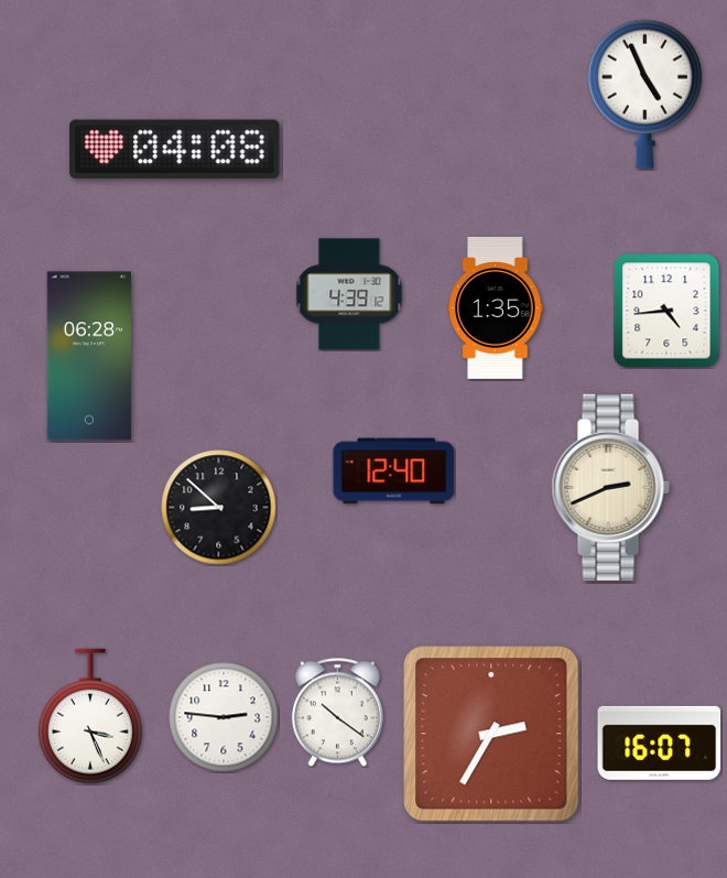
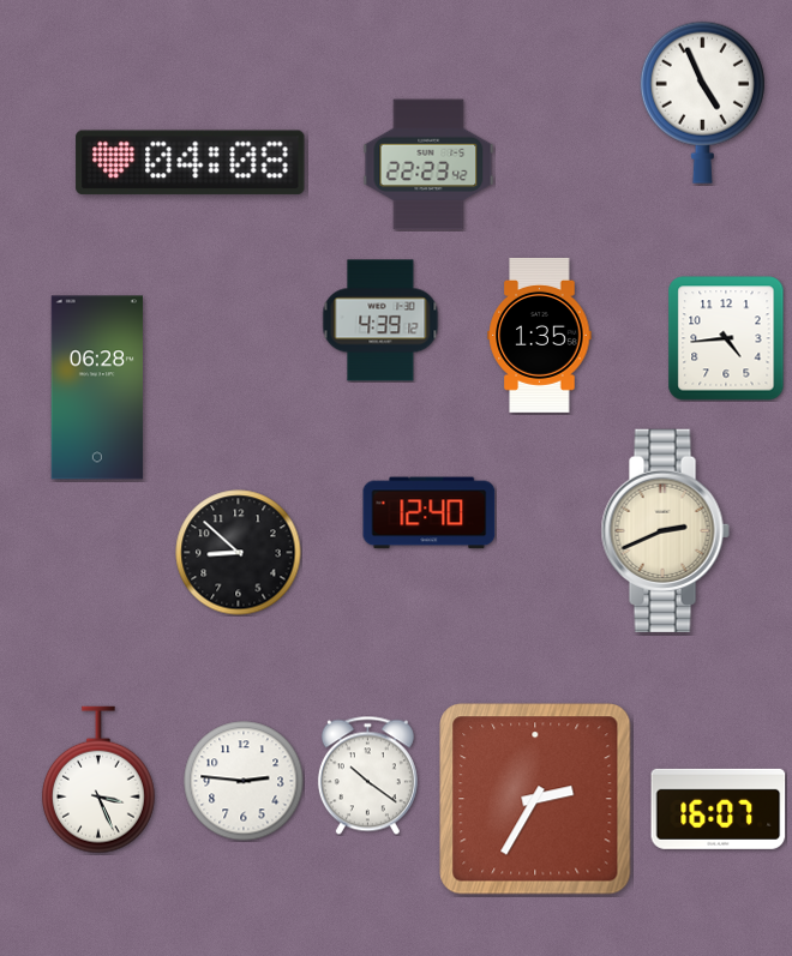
clock at (428, 164): none -> 22:23
